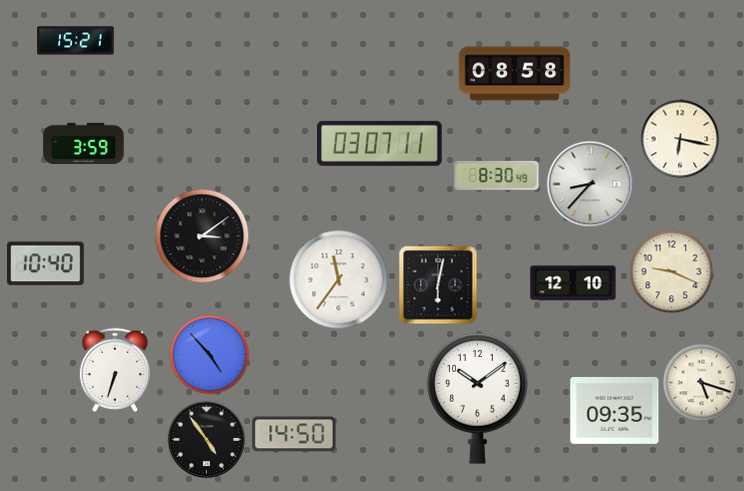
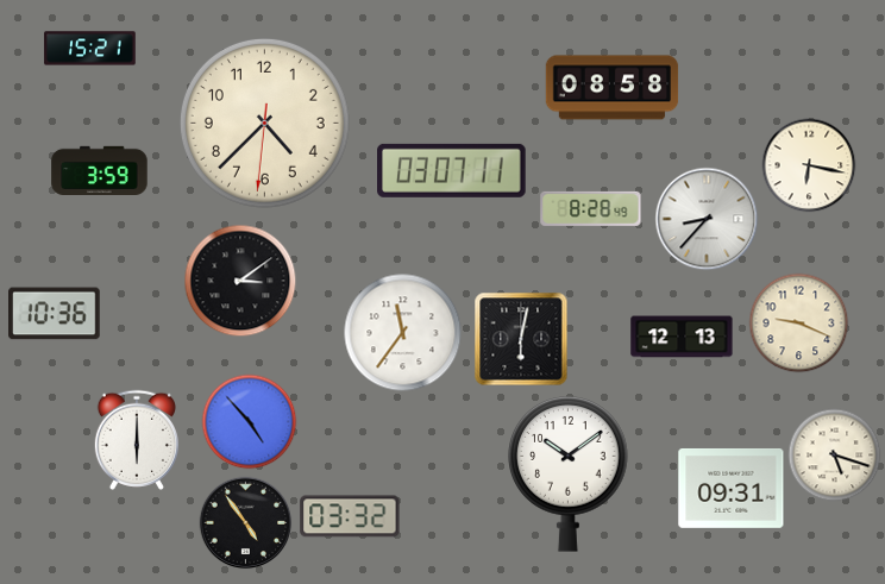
clock at (264, 123): none -> 4:37
clock at (497, 175): 8:30 -> 8:28
clock at (590, 184) position: (590, 184) -> (707, 219)
clock at (46, 264): 10:40 -> 10:36
clock at (573, 283): 12:10 -> 12:13
clock at (114, 370): 6:33 -> 6:00
clock at (615, 410): 09:35 -> 09:31
clock at (294, 434): 14:50 -> 03:32
